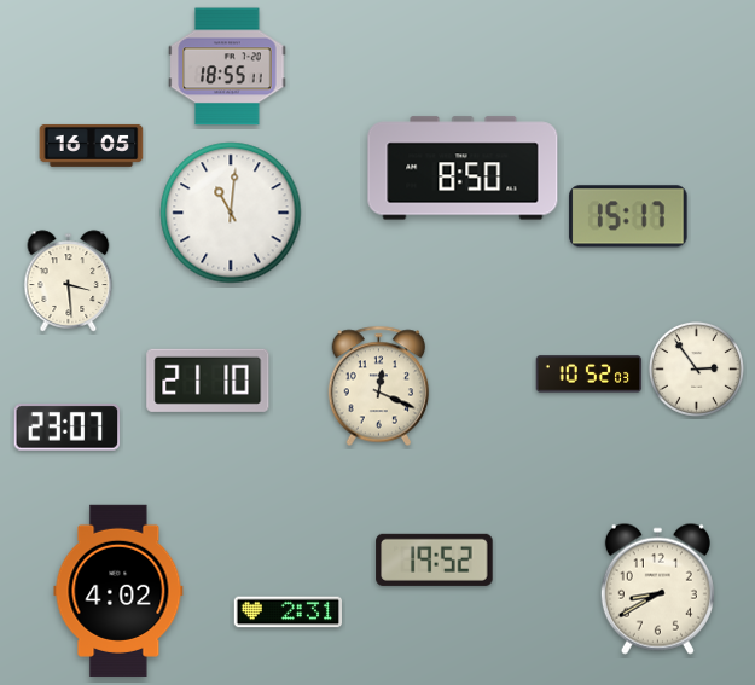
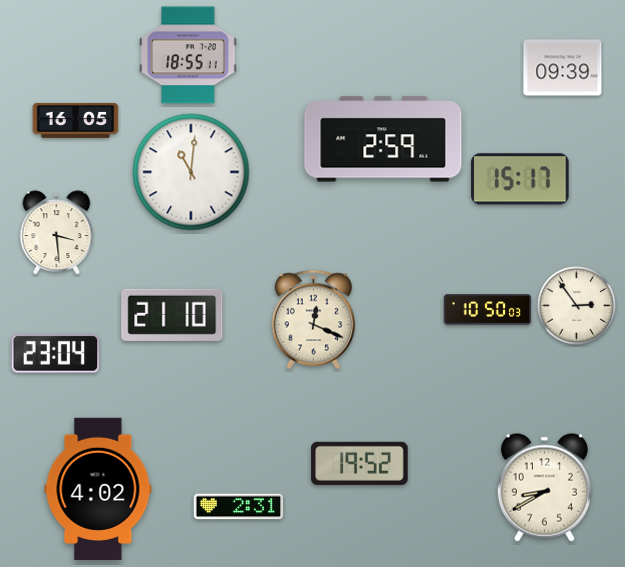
clock at (563, 68): none -> 09:39
clock at (463, 168): 8:50 -> 2:59
clock at (231, 213) position: (231, 213) -> (191, 172)
clock at (590, 375): 10:52 -> 10:50
clock at (68, 428): 23:07 -> 23:04
